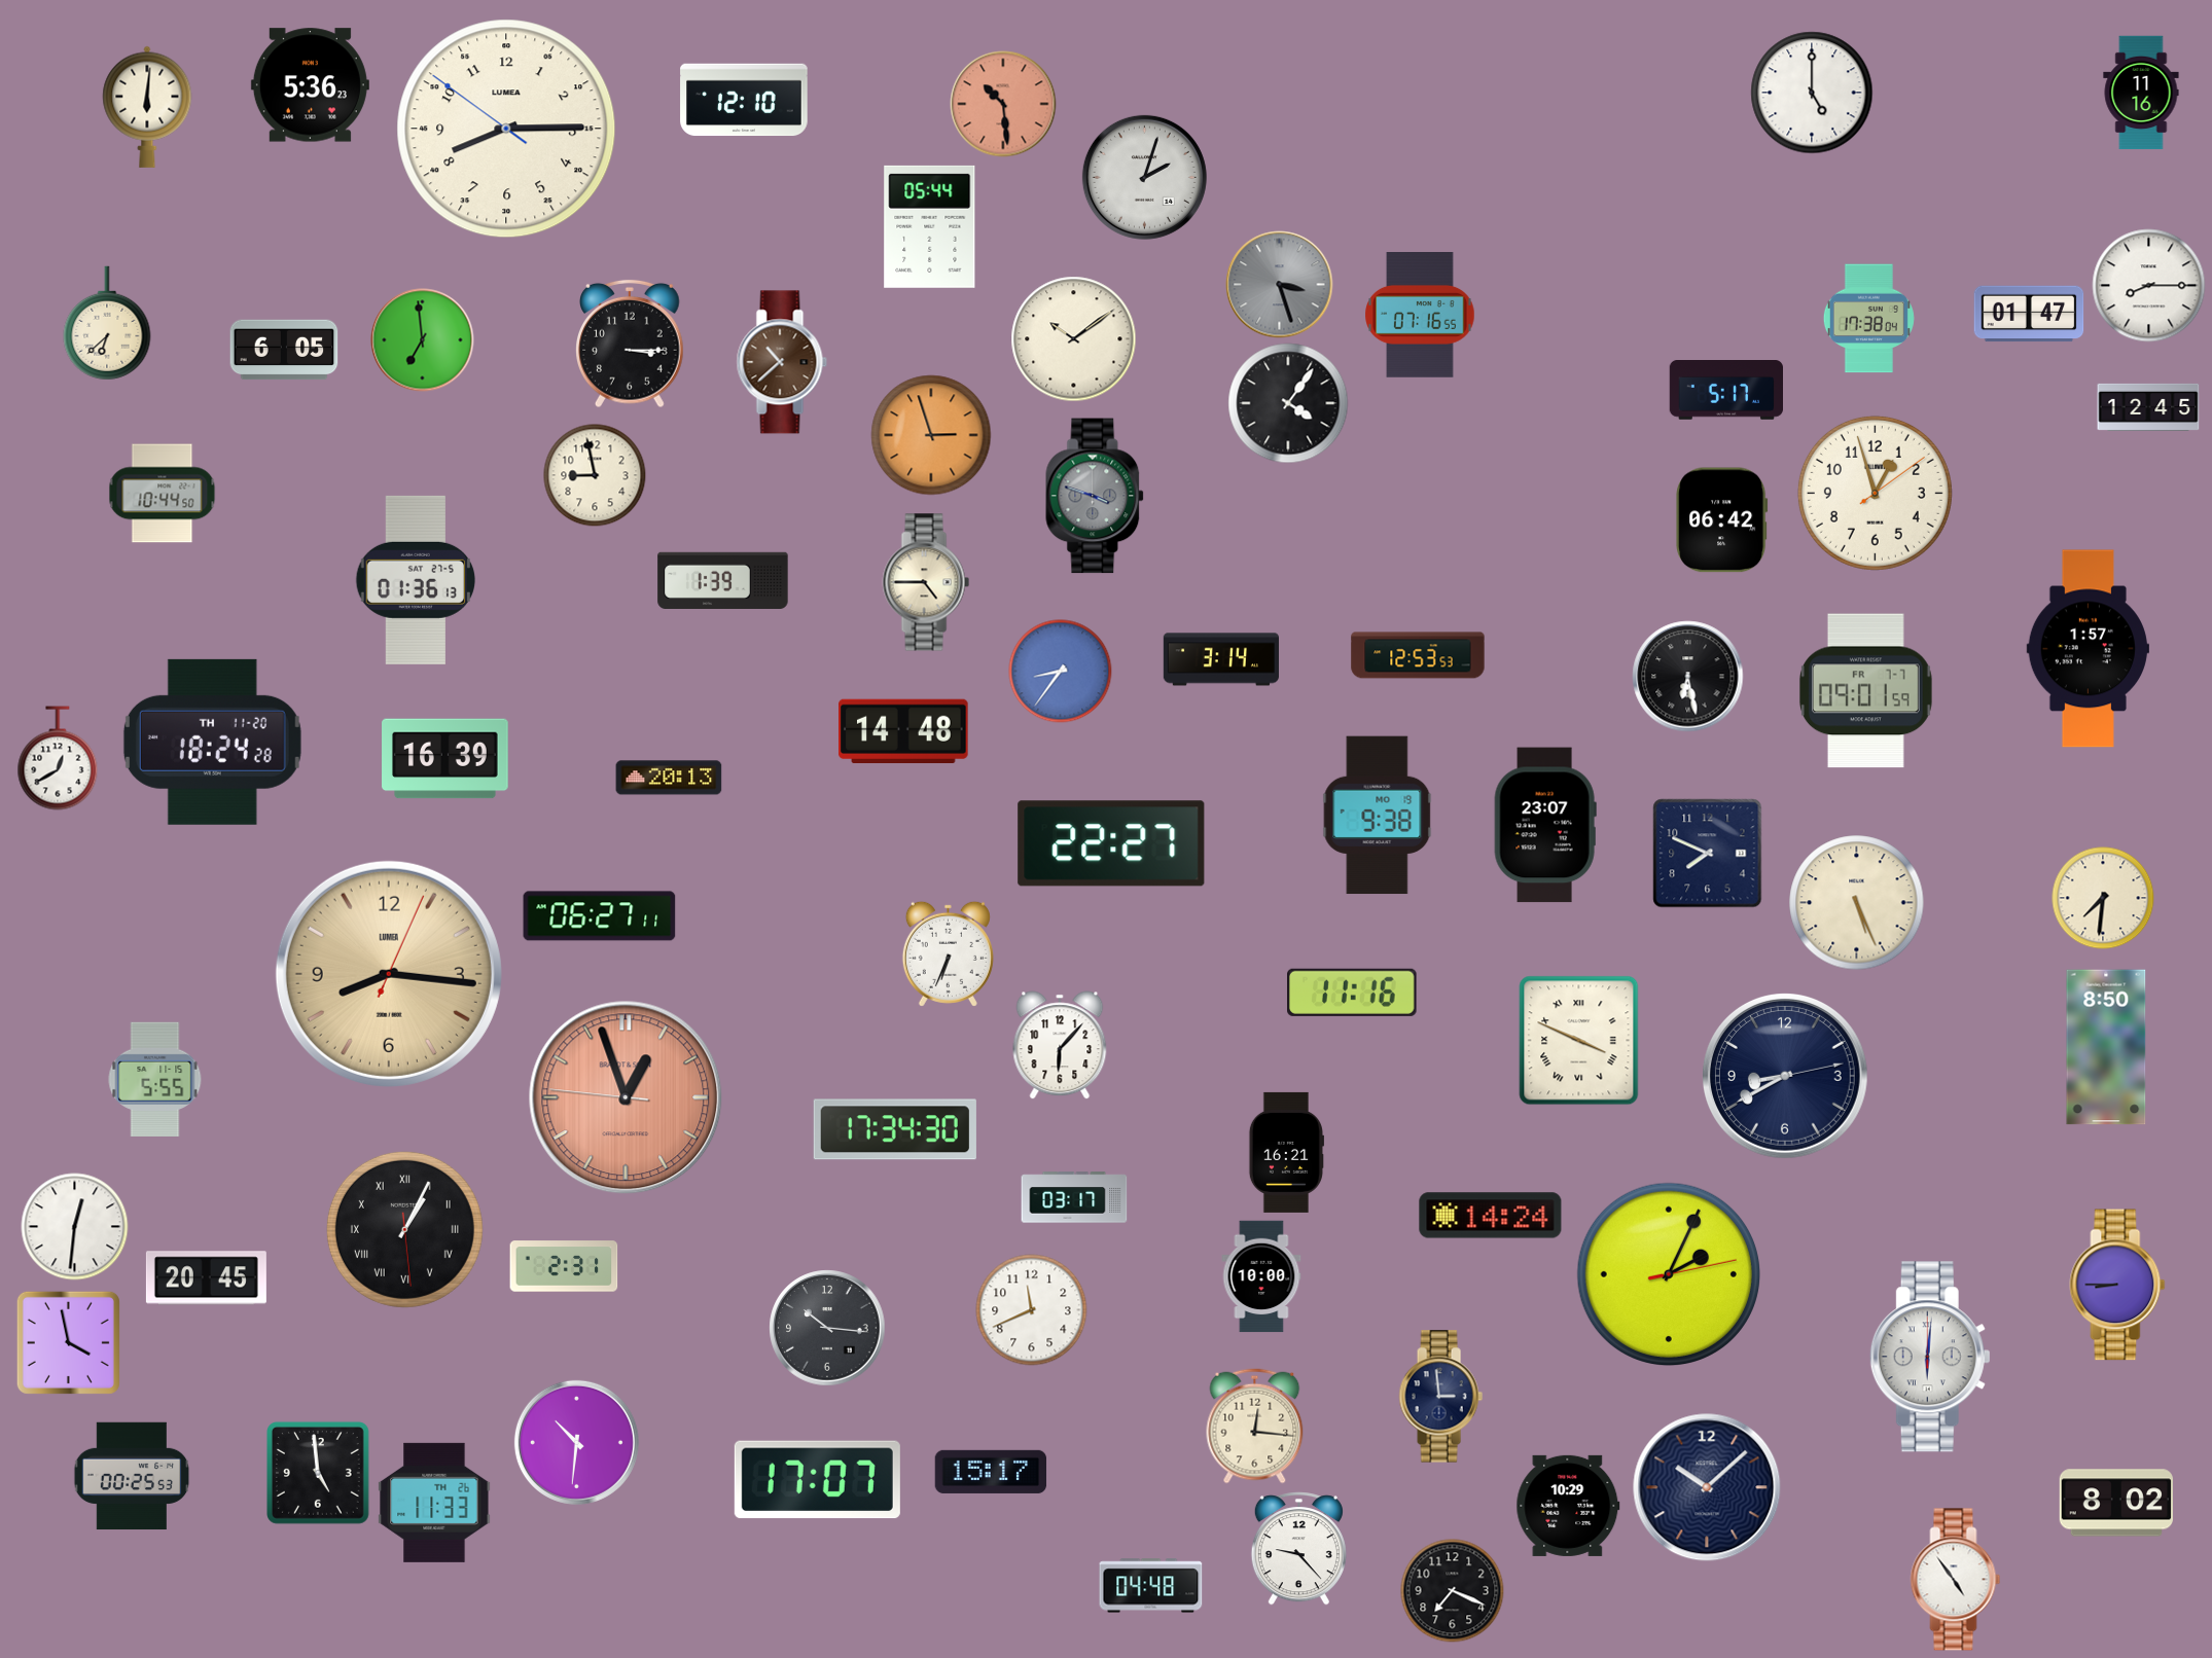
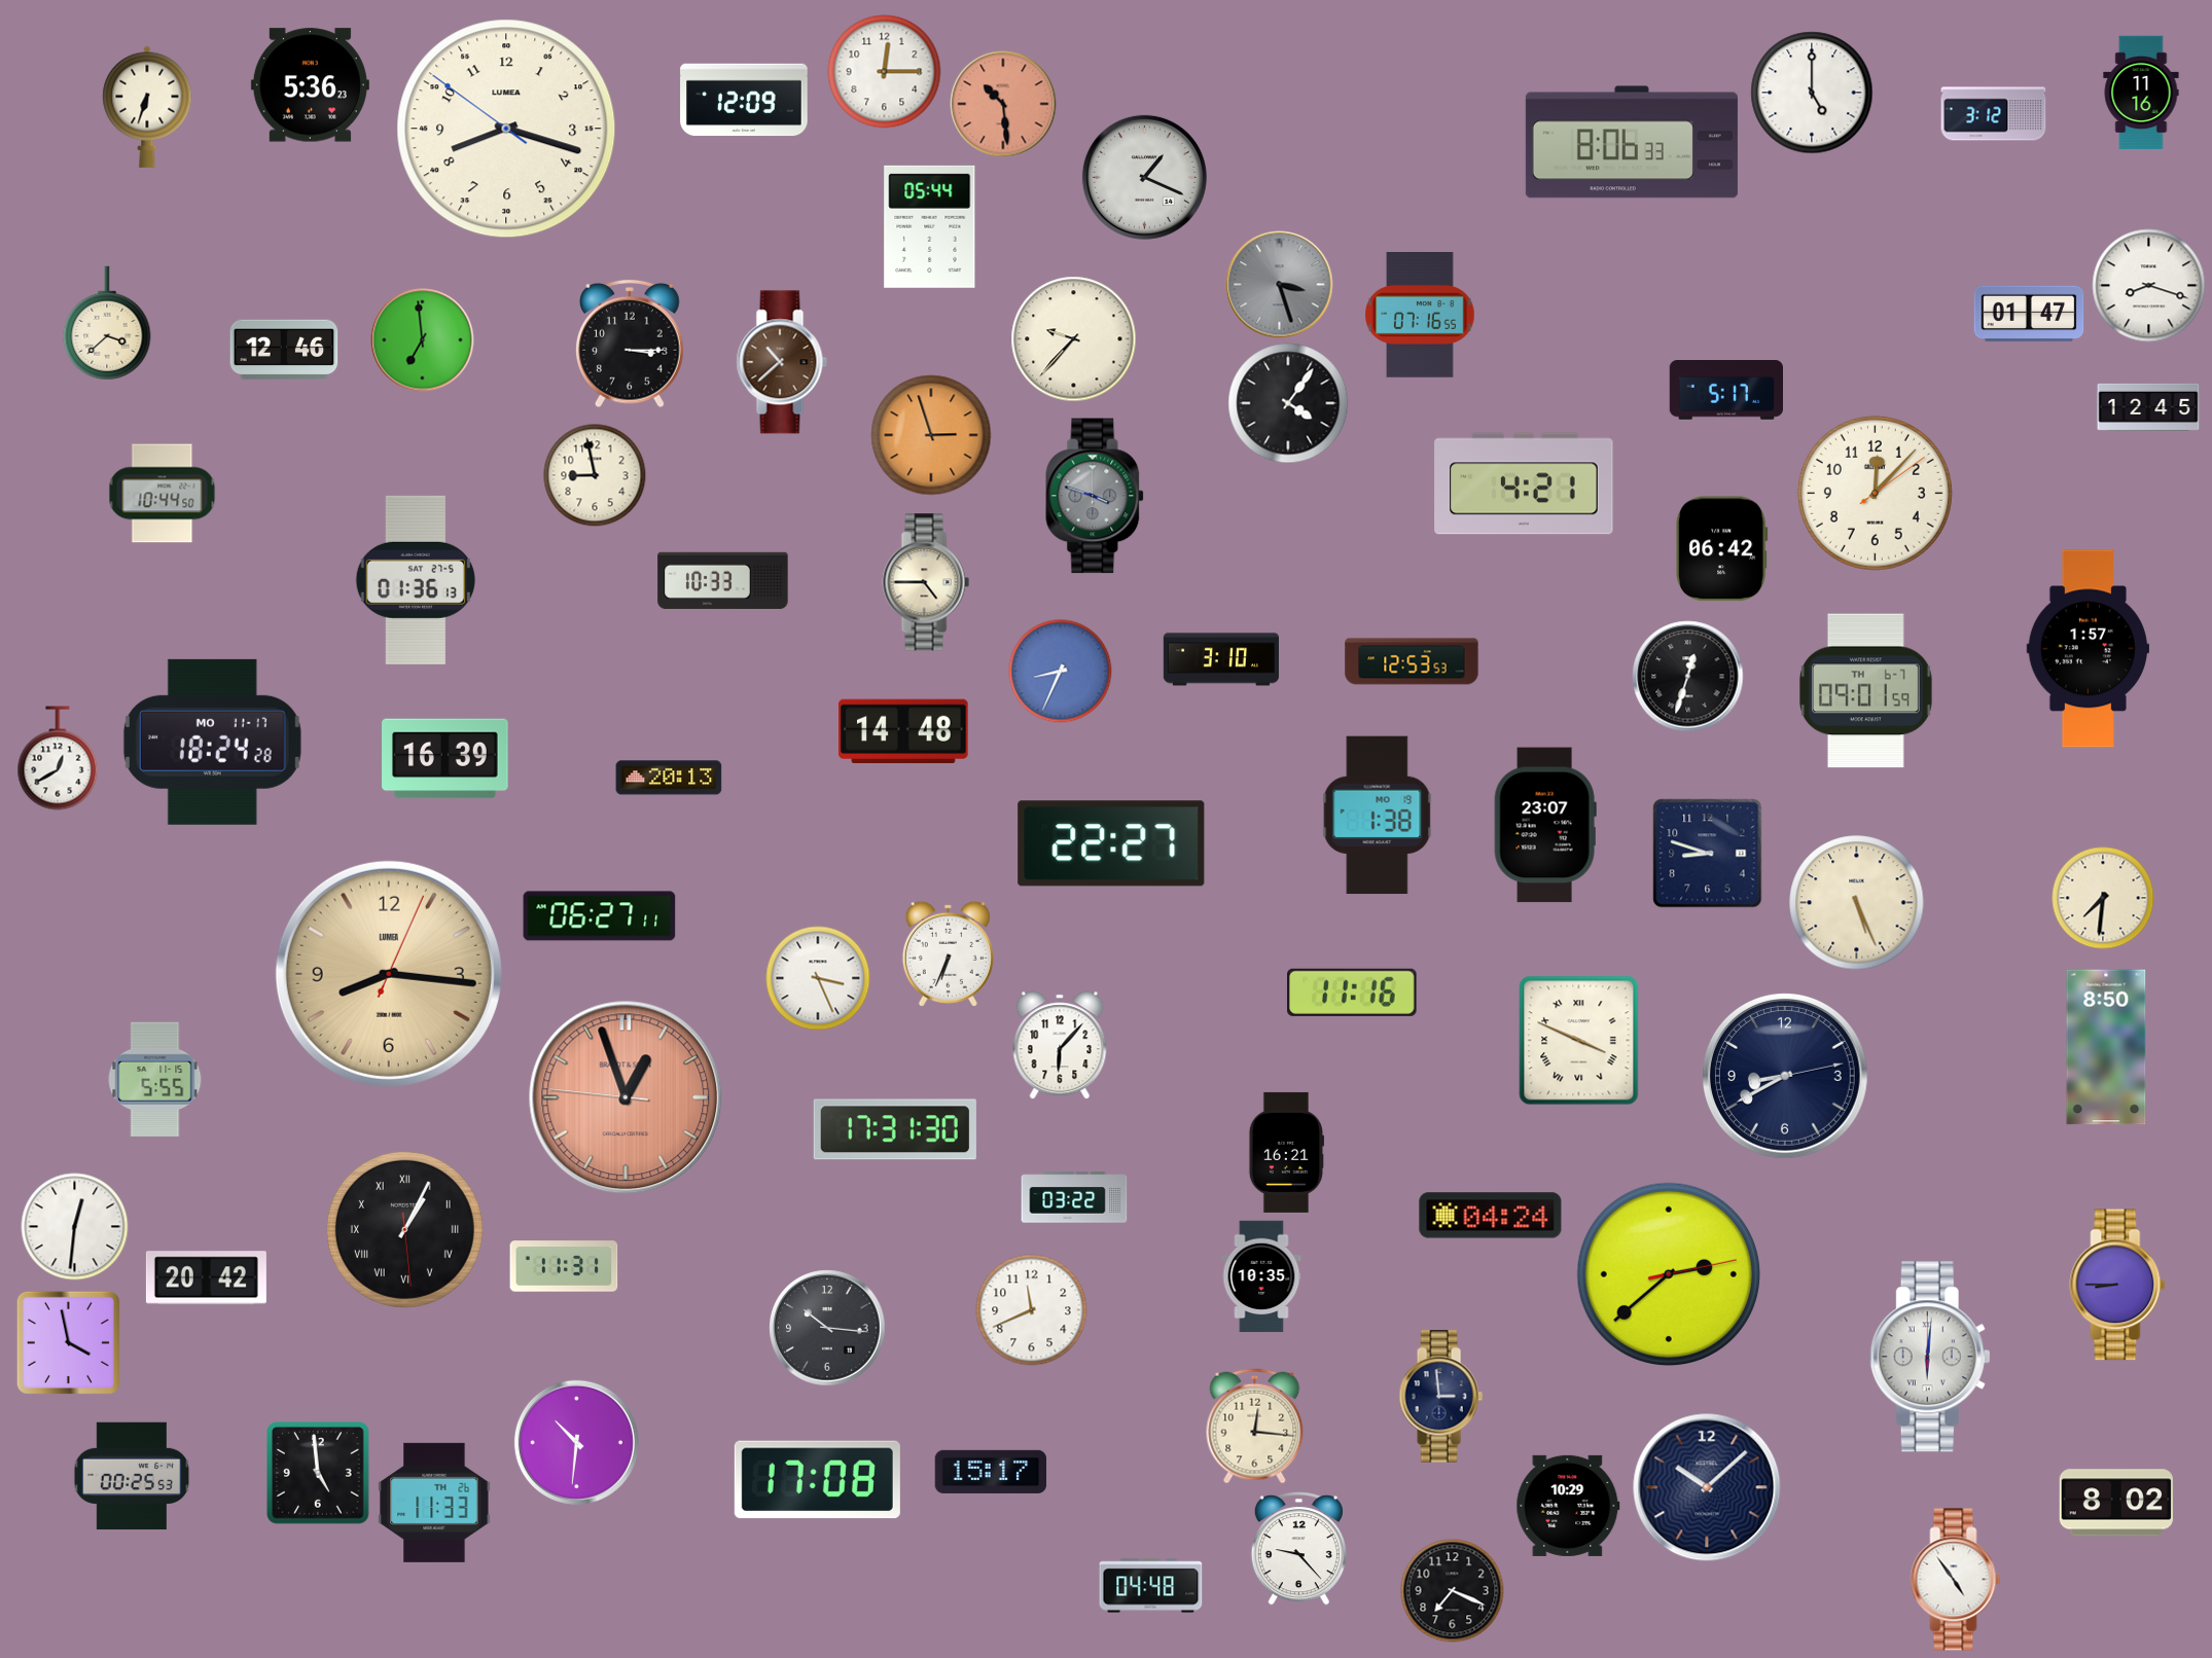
clock at (885, 72): none -> 12:15
clock at (744, 100): 12:10 -> 12:09
clock at (147, 107): 6:01 -> 6:33
clock at (1994, 114): none -> 3:12
clock at (506, 129): 8:14 -> 8:17
clock at (1632, 142): none -> 8:06
clock at (1144, 177): 2:03 -> 1:19
clock at (2149, 286): 8:15 -> 8:18
clock at (1868, 319): 17:38 -> none
clock at (107, 323): 6:38 -> 3:38
clock at (1074, 339): 10:09 -> 9:37
clock at (284, 350): 6:05 -> 12:46
clock at (1524, 483): none -> 4:21
clock at (1875, 493): 12:57 -> 12:07
clock at (1722, 520) position: (1722, 520) -> (1722, 549)
clock at (723, 580): 1:39 -> 10:33
clock at (1418, 655) position: (1418, 655) -> (1412, 661)
clock at (1221, 659): 3:14 -> 3:10
clock at (1061, 672): 8:36 -> 8:34
clock at (1688, 677): 6:28 -> 12:33
clock at (1865, 691) date: FR 7-7 -> TH 6-7
clock at (212, 742) date: TH 11-20 -> MO 11-17
clock at (1378, 816): 9:38 -> 1:38
clock at (1708, 854): 7:49 -> 8:48
clock at (818, 978): none -> 3:26
clock at (895, 1129): 17:34 -> 17:31
clock at (1074, 1197): 03:17 -> 03:22
clock at (1491, 1216): 14:24 -> 04:24
clock at (564, 1266): 2:31 -> 11:31
clock at (1668, 1273): 2:04 -> 2:38
clock at (1261, 1276): 10:00 -> 10:35
clock at (206, 1278): 20:45 -> 20:42
clock at (817, 1480): 17:07 -> 17:08
